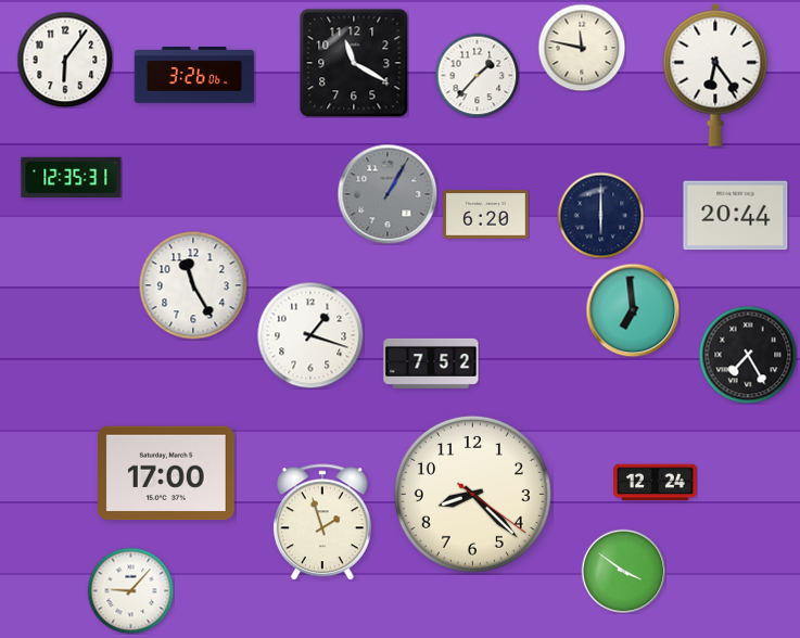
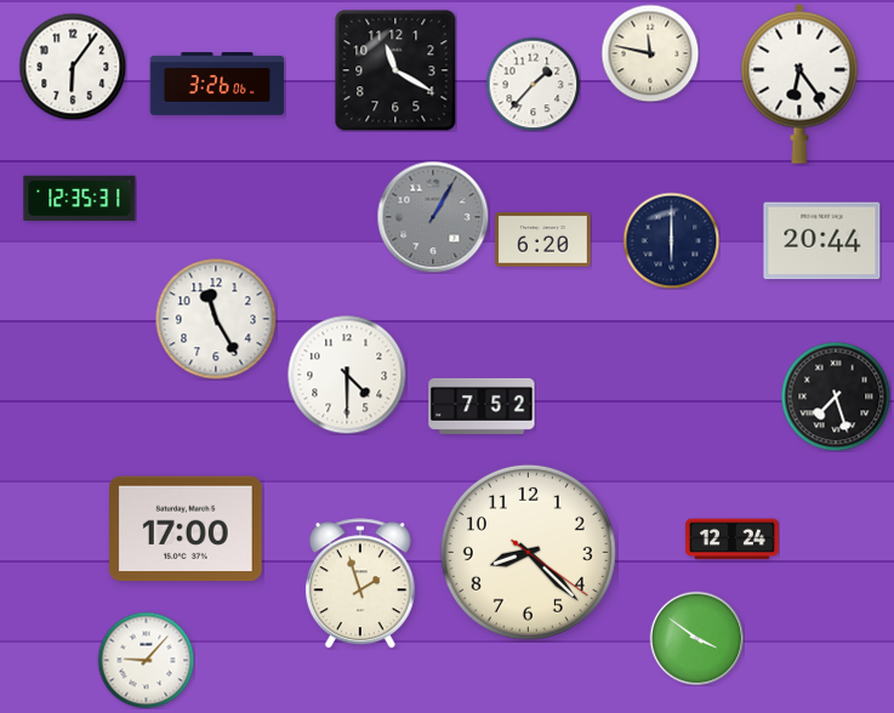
clock at (633, 310): 6:59 -> none
clock at (310, 335): 1:18 -> 4:30
clock at (748, 355): 7:25 -> 7:27
